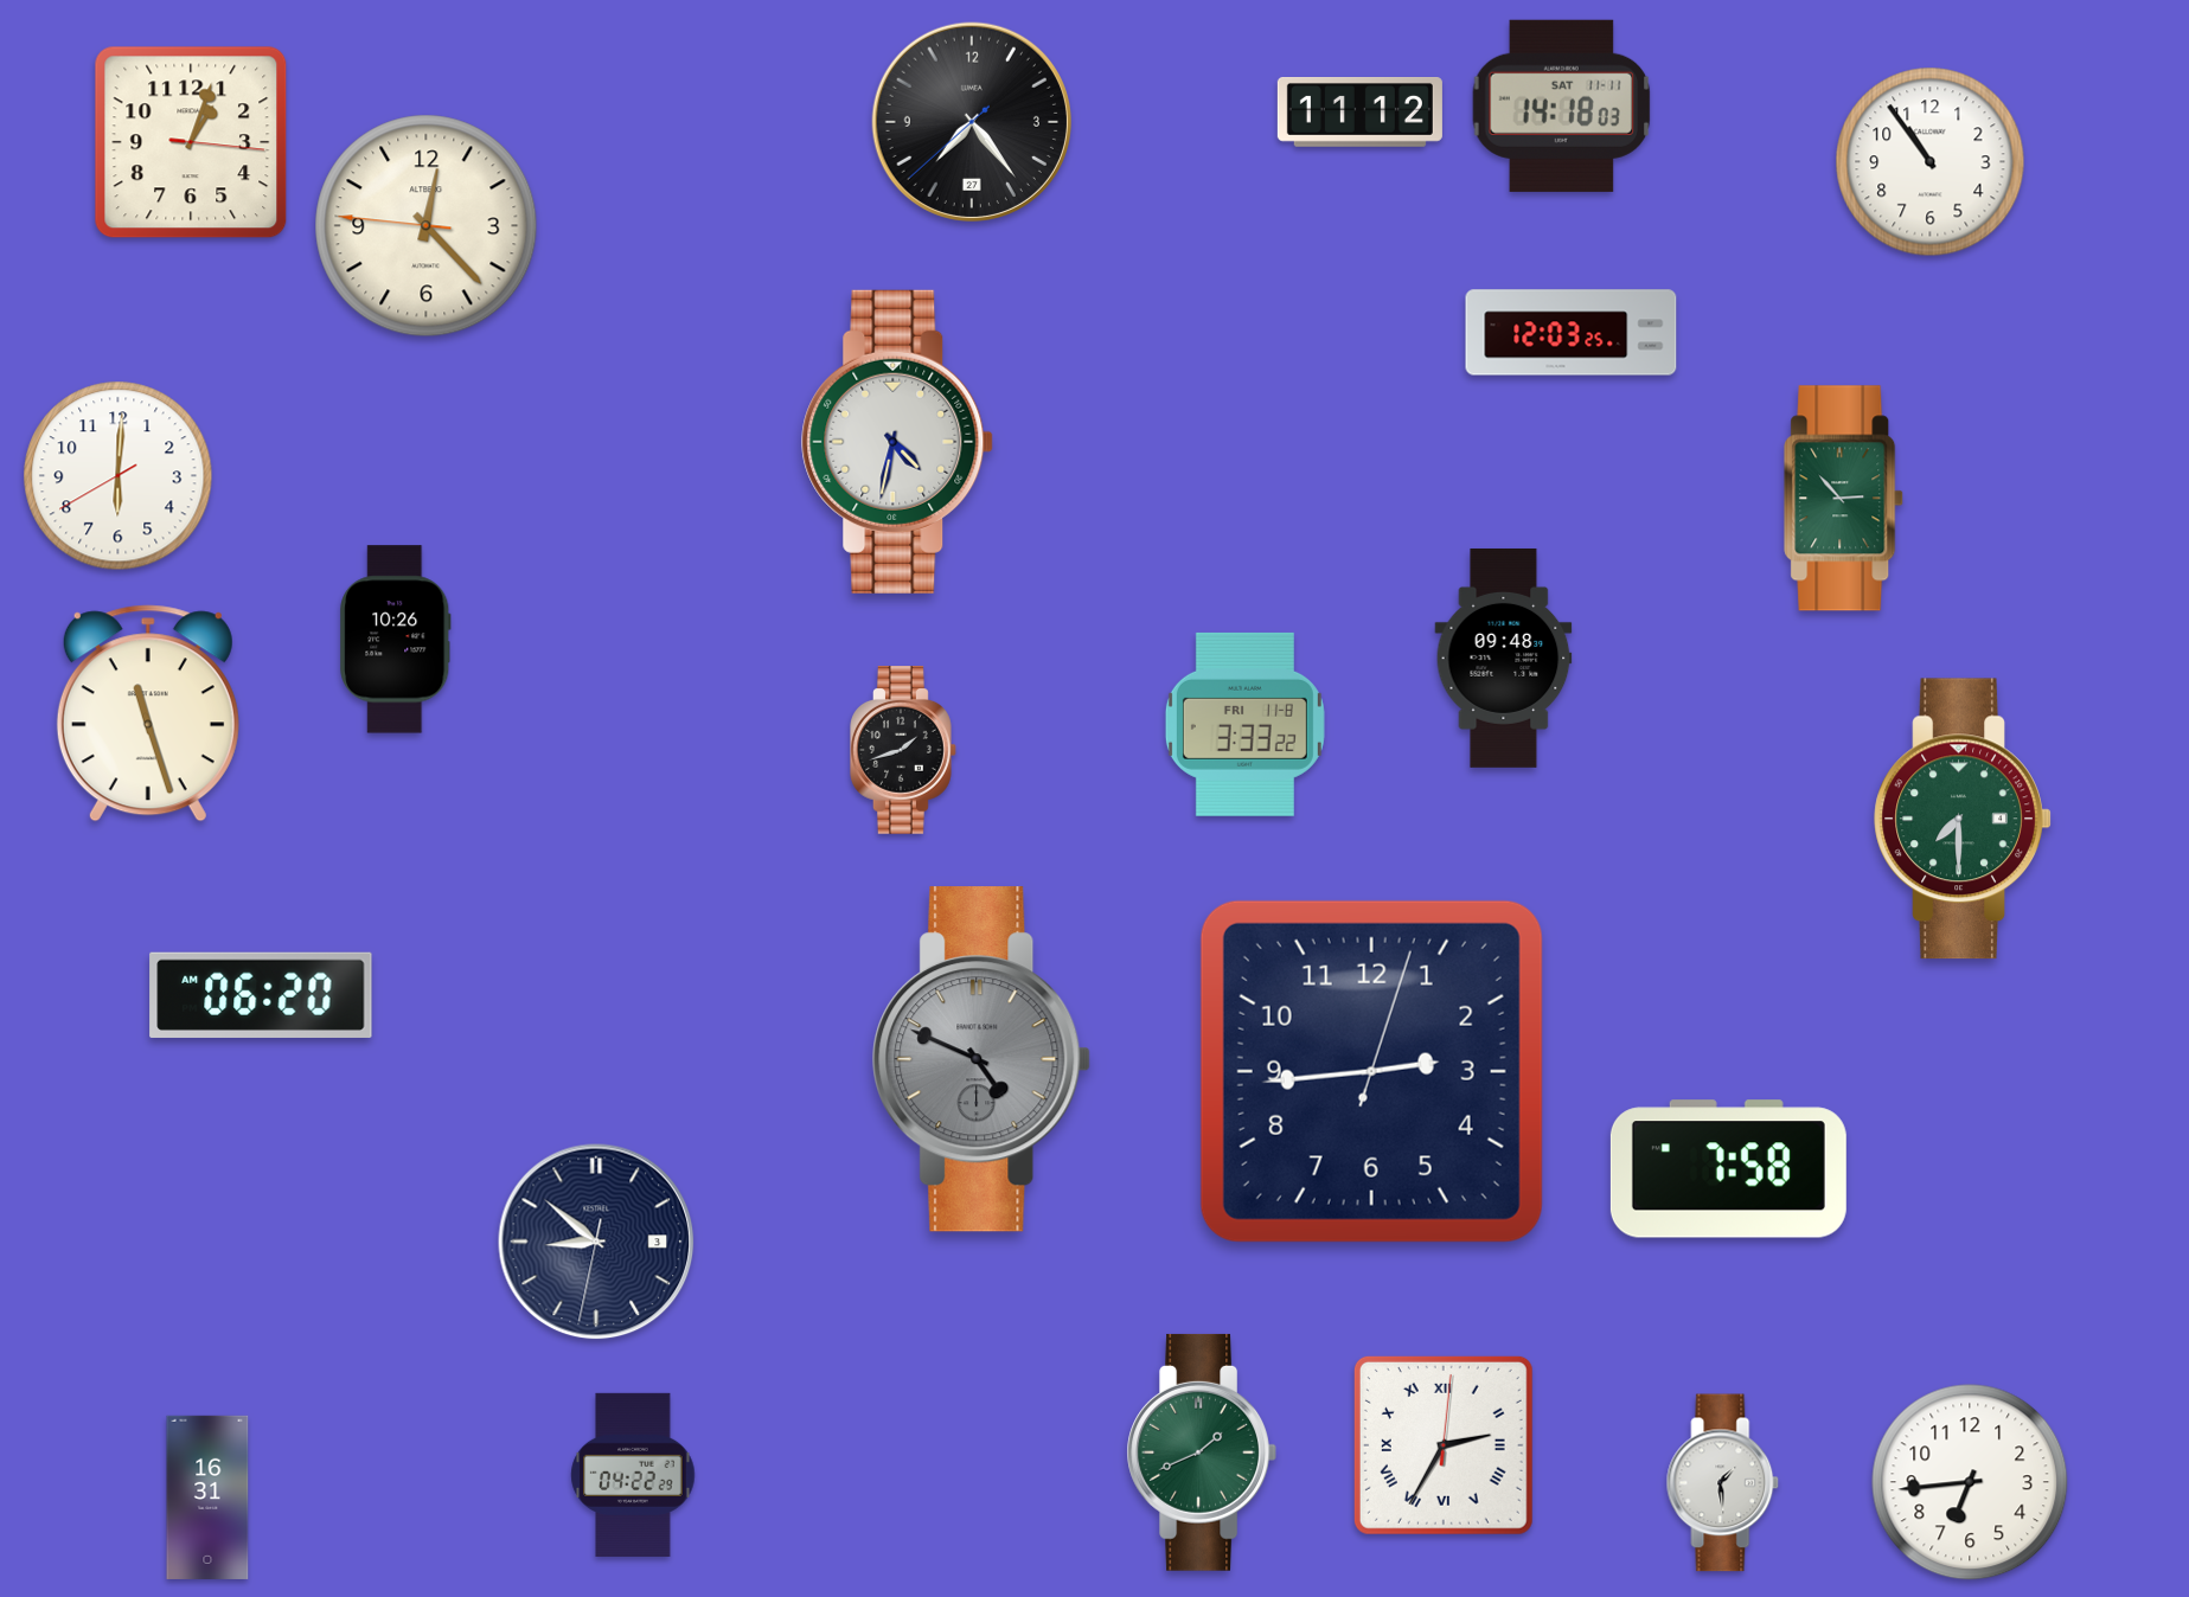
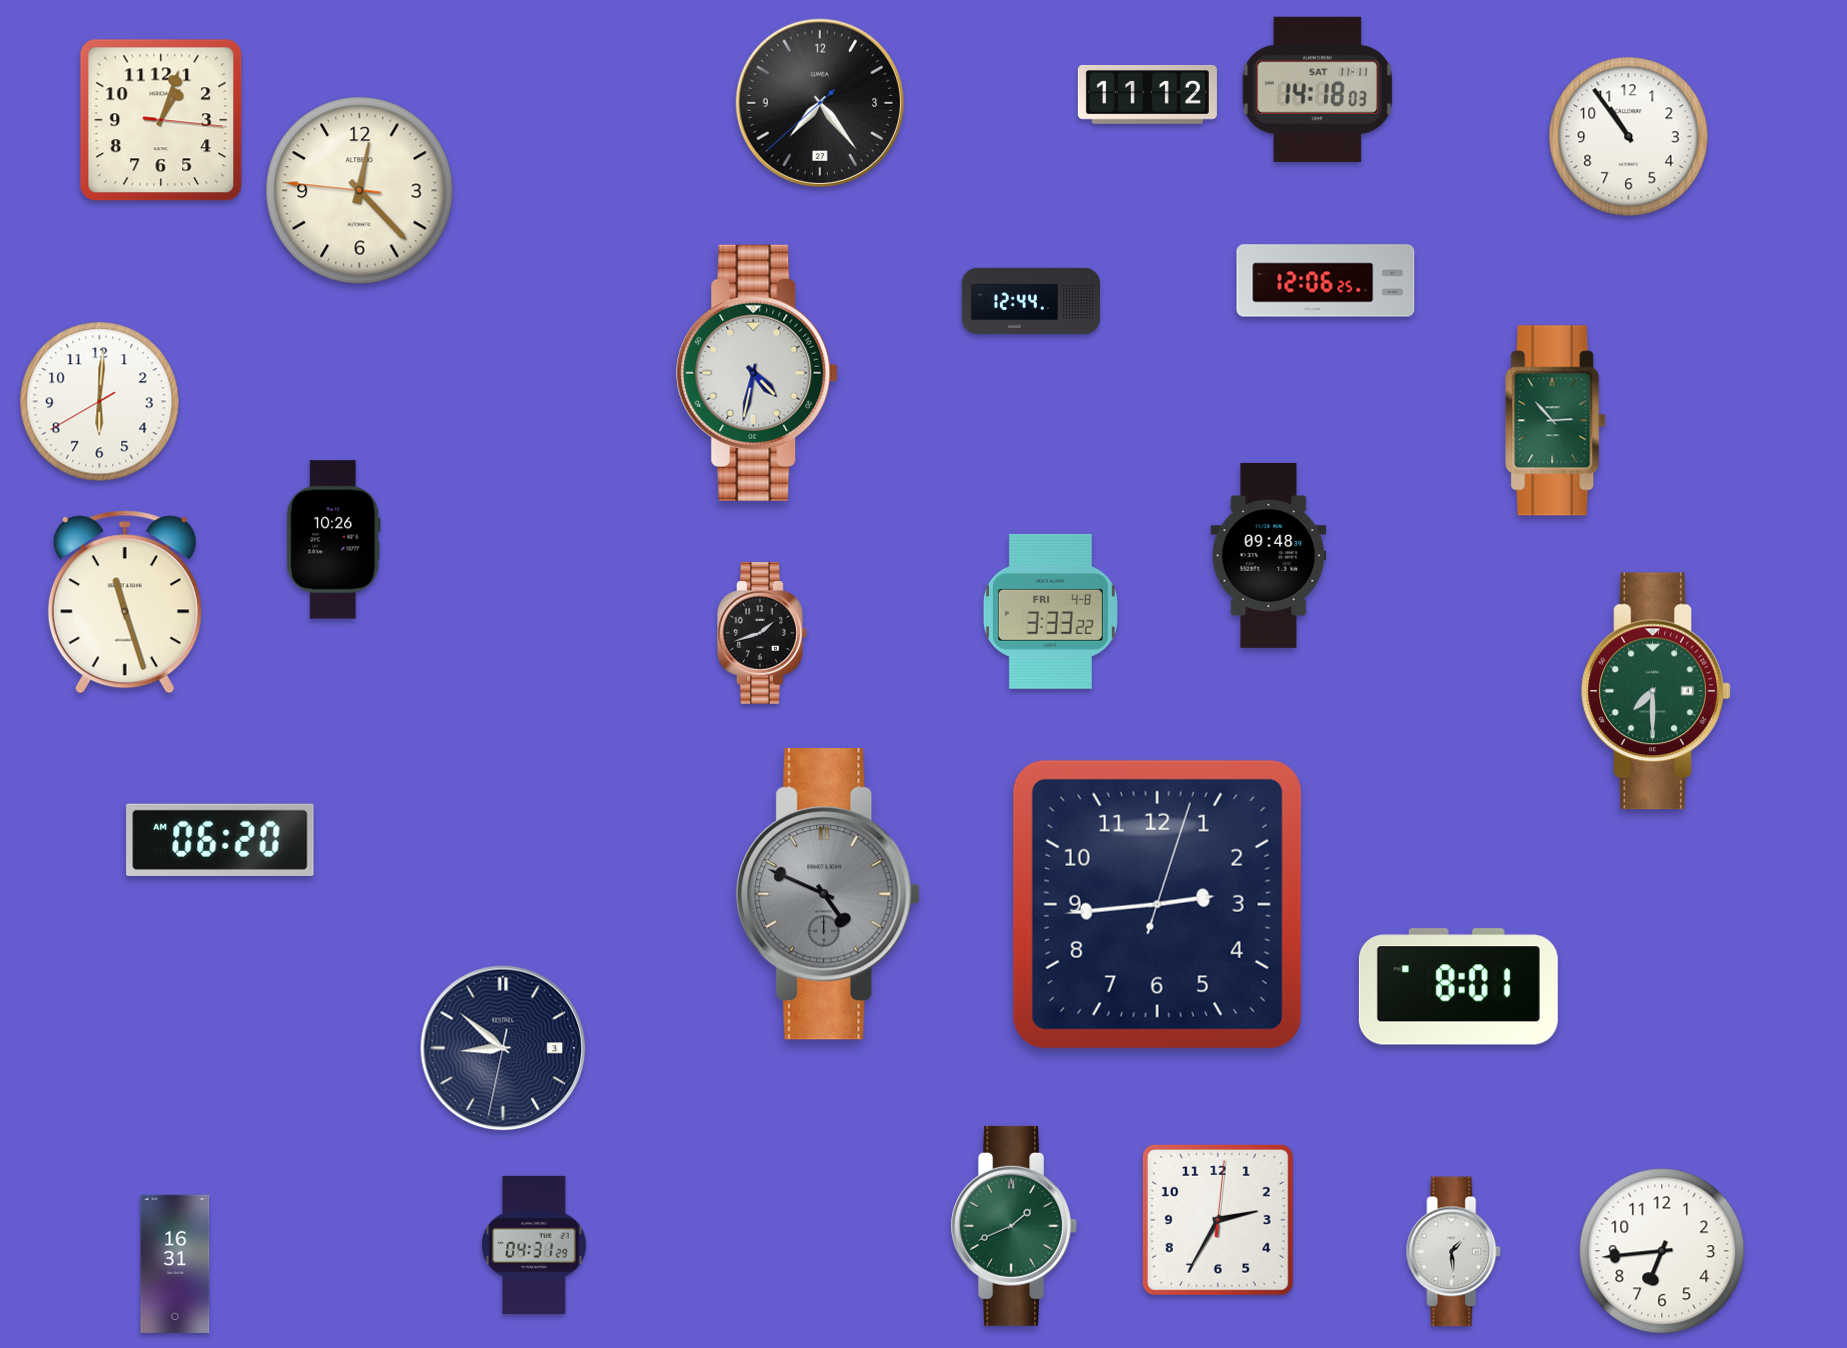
clock at (1572, 333): 12:03 -> 12:06
clock at (1030, 300): none -> 12:44
clock at (1244, 724) date: FRI 11-8 -> FRI 4-8
clock at (1728, 1169): 7:58 -> 8:01
clock at (1444, 1445) numerals: Roman -> Arabic
clock at (633, 1475): 04:22 -> 04:31
